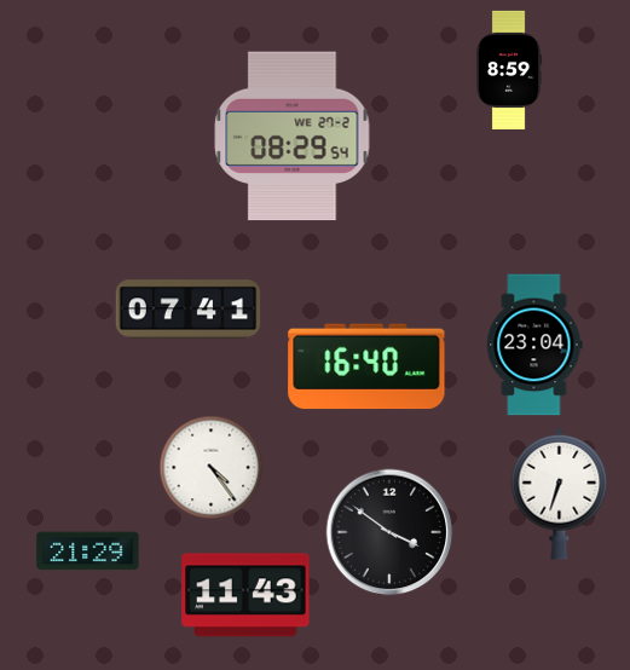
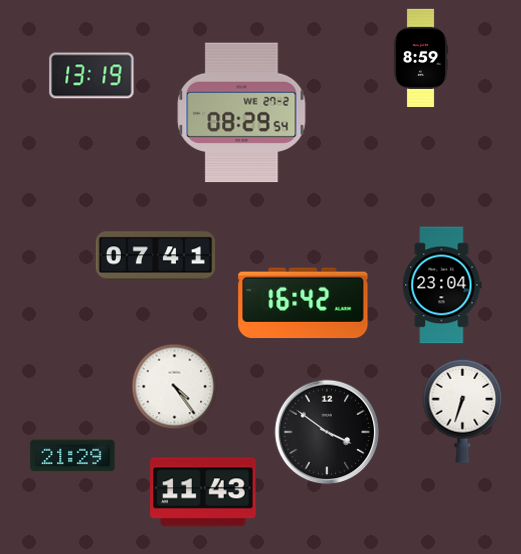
clock at (92, 76): none -> 13:19
clock at (366, 366): 16:40 -> 16:42
clock at (389, 532) position: (389, 532) -> (327, 432)
